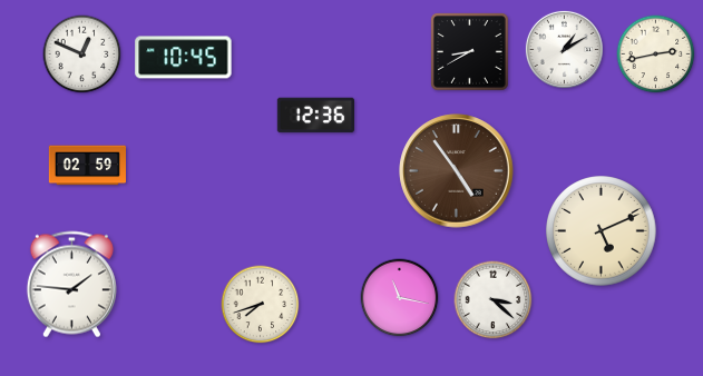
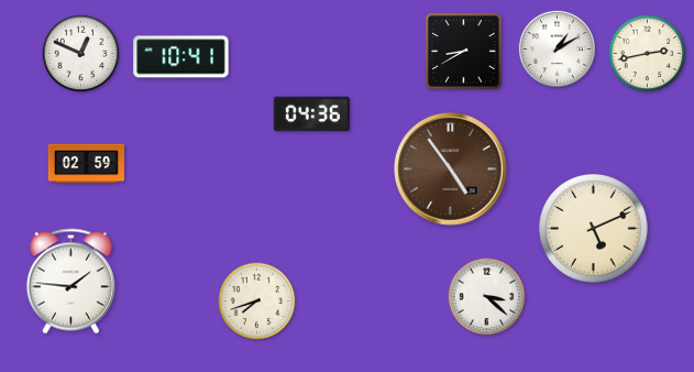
clock at (184, 58): 10:45 -> 10:41
clock at (315, 116): 12:36 -> 04:36
clock at (400, 298): 11:17 -> none
